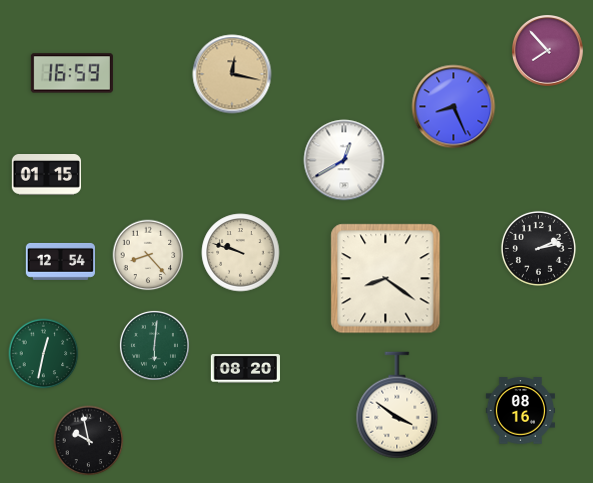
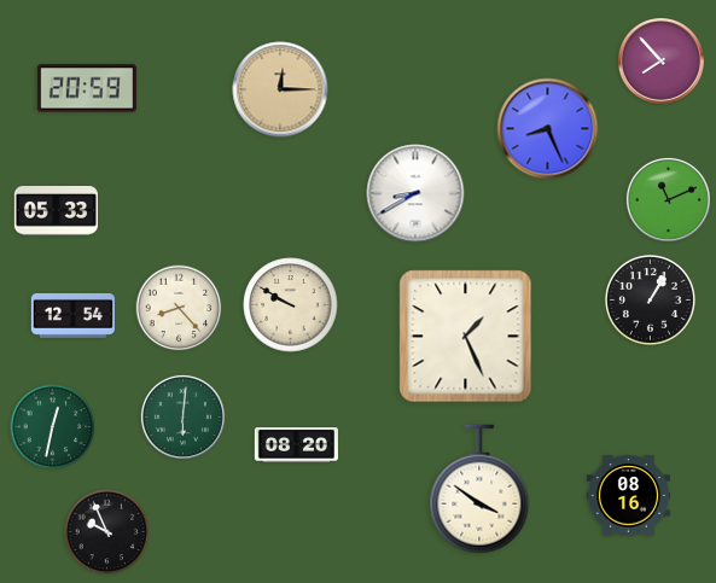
clock at (72, 73): 16:59 -> 20:59
clock at (232, 74): 12:17 -> 12:15
clock at (344, 160): 12:40 -> 8:40
clock at (668, 199): none -> 11:11
clock at (46, 175): 01:15 -> 05:33
clock at (538, 248): 2:13 -> 1:05
clock at (241, 253): 9:48 -> 9:50
clock at (386, 279): 8:21 -> 1:26
clock at (154, 345) position: (154, 345) -> (182, 416)
clock at (89, 441): 9:58 -> 9:56
